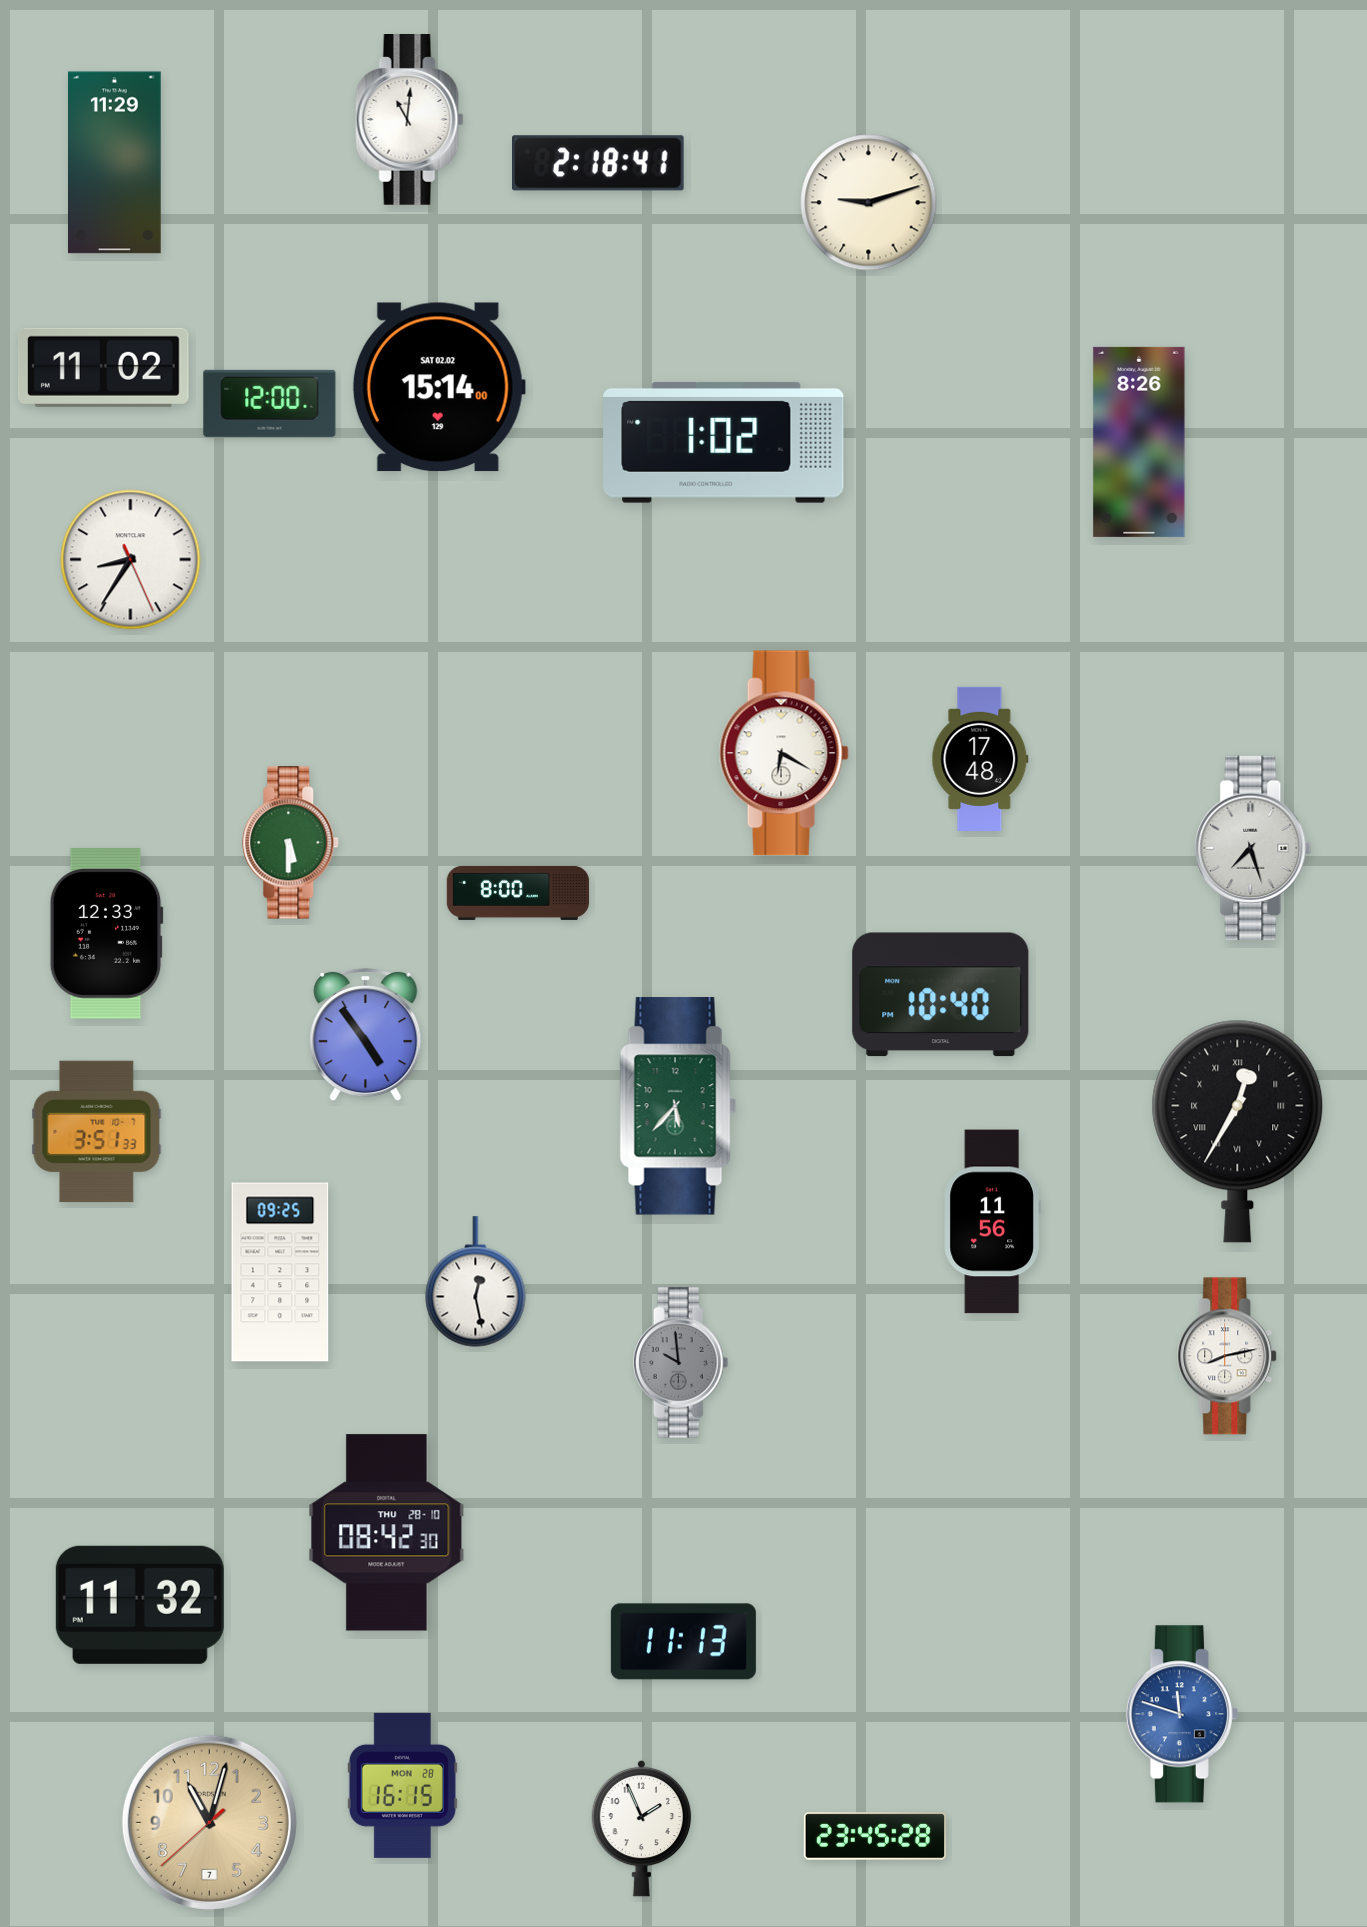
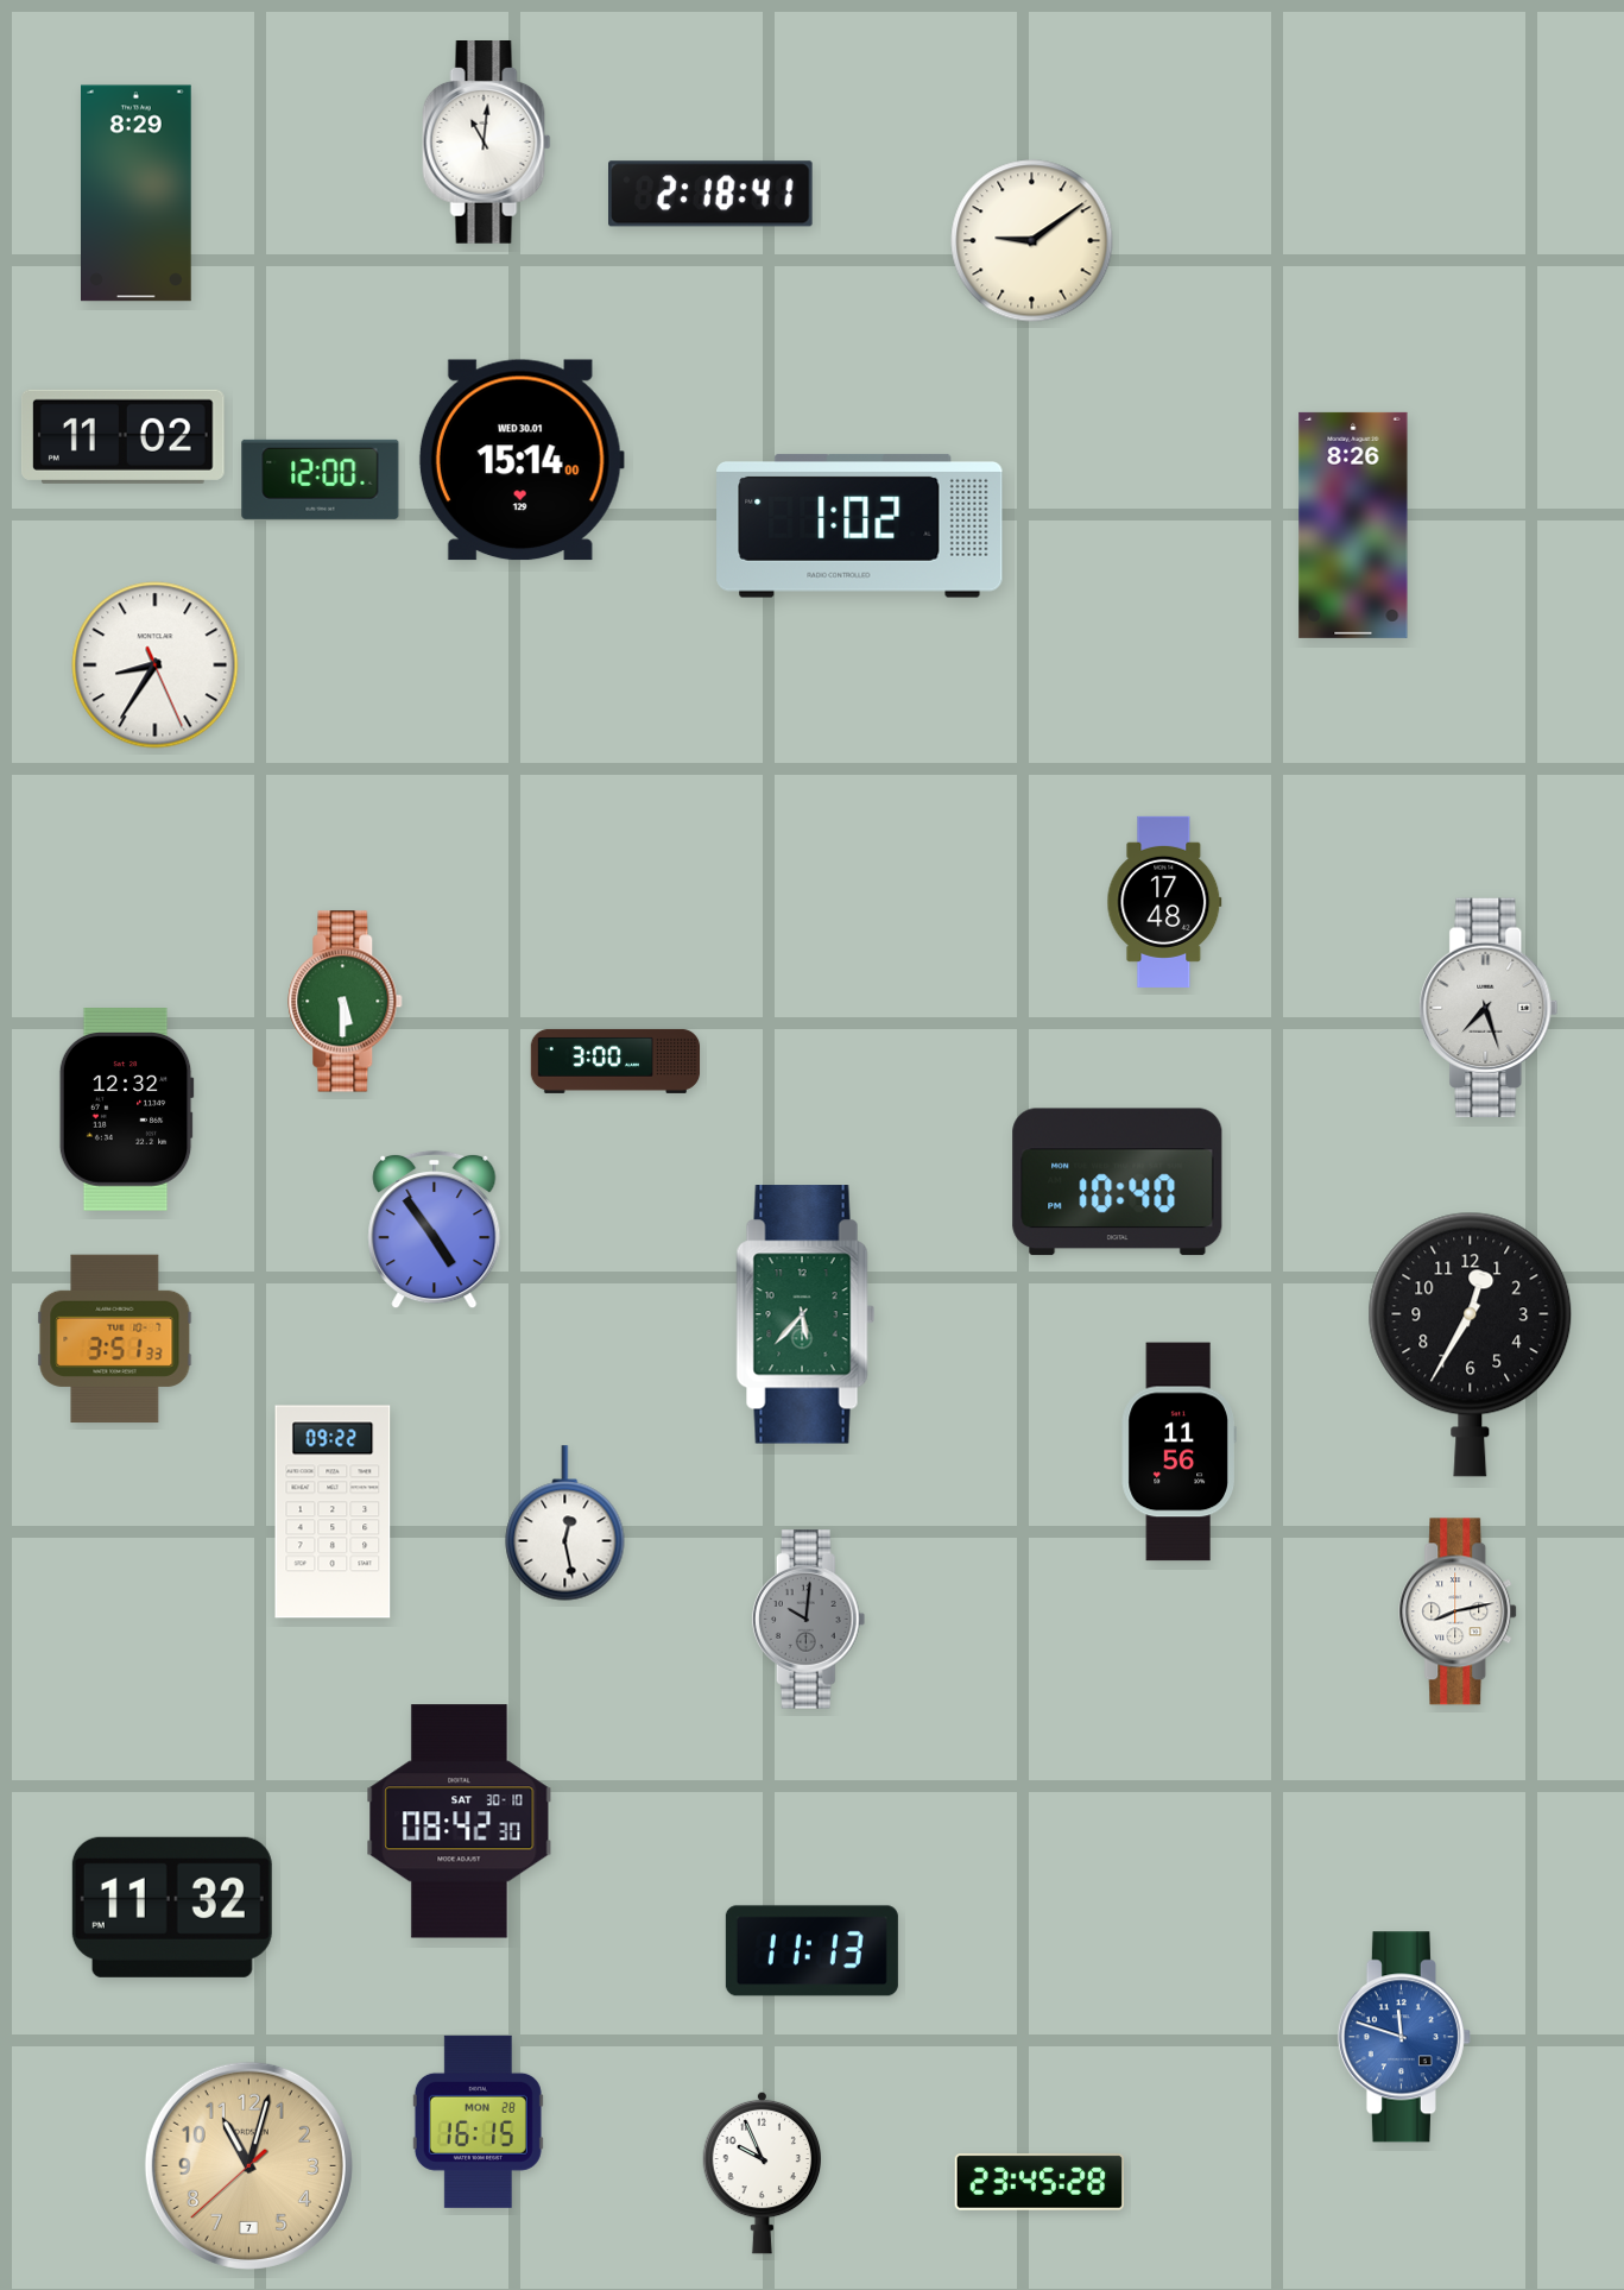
clock at (115, 163): 11:29 -> 8:29
clock at (869, 203): 9:12 -> 9:09
clock at (439, 387) date: SAT 02.02 -> WED 30.01
clock at (784, 753): 6:20 -> none
clock at (518, 893): 8:00 -> 3:00
clock at (106, 934): 12:33 -> 12:32
clock at (1238, 1131) numerals: Roman -> Arabic
clock at (97, 1132) position: (97, 1132) -> (115, 1339)
clock at (280, 1272): 09:25 -> 09:22
clock at (681, 1363): 9:59 -> 10:01
clock at (387, 1533) date: THU 28-10 -> SAT 30-10
clock at (140, 1605) position: (140, 1605) -> (172, 1907)
clock at (642, 1828): 1:56 -> 9:56
